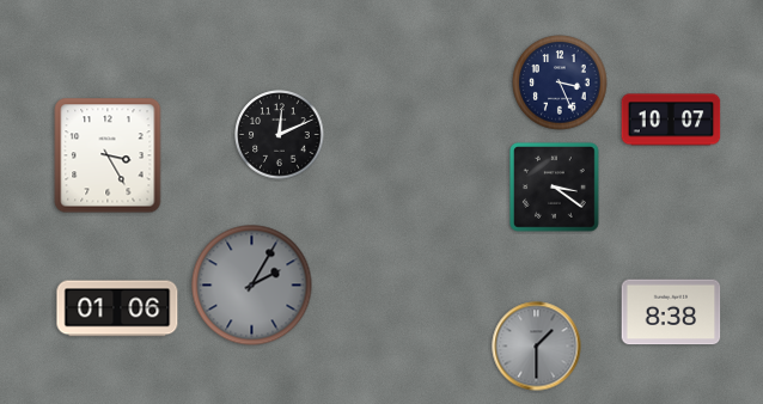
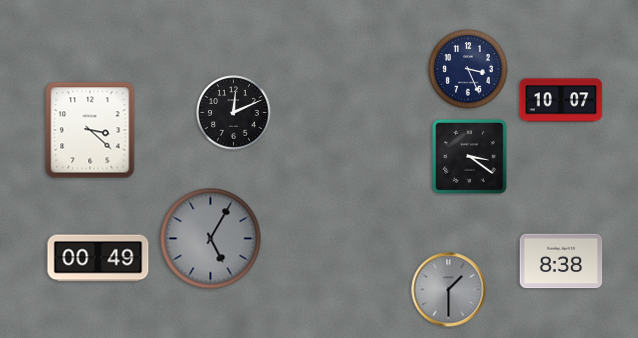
clock at (108, 155): 3:25 -> 3:22
clock at (555, 188) position: (555, 188) -> (470, 157)
clock at (252, 286): 2:05 -> 5:05
clock at (117, 308): 01:06 -> 00:49
